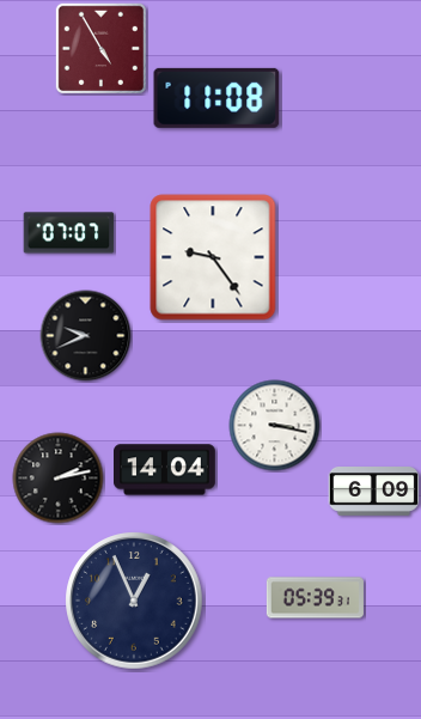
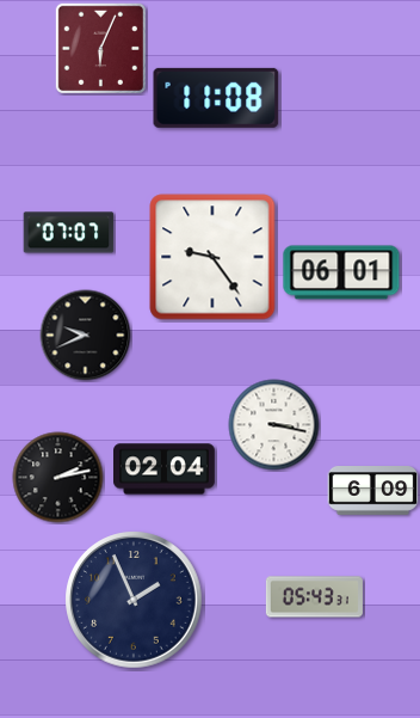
clock at (100, 48): 4:55 -> 6:04
clock at (341, 272): none -> 06:01
clock at (165, 470): 14:04 -> 02:04
clock at (315, 598): 05:39 -> 05:43
clock at (134, 601): 12:56 -> 1:56
